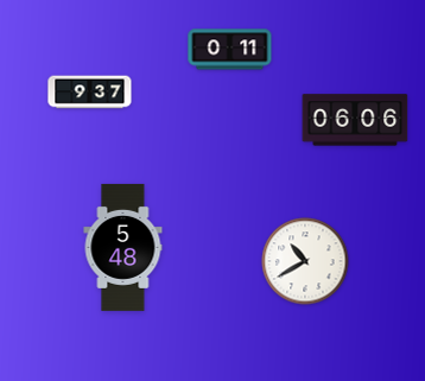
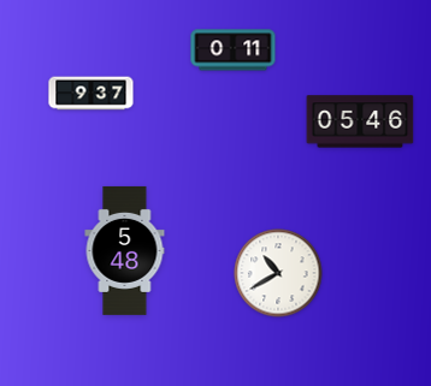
clock at (355, 120): 06:06 -> 05:46
clock at (305, 261) position: (305, 261) -> (278, 273)
